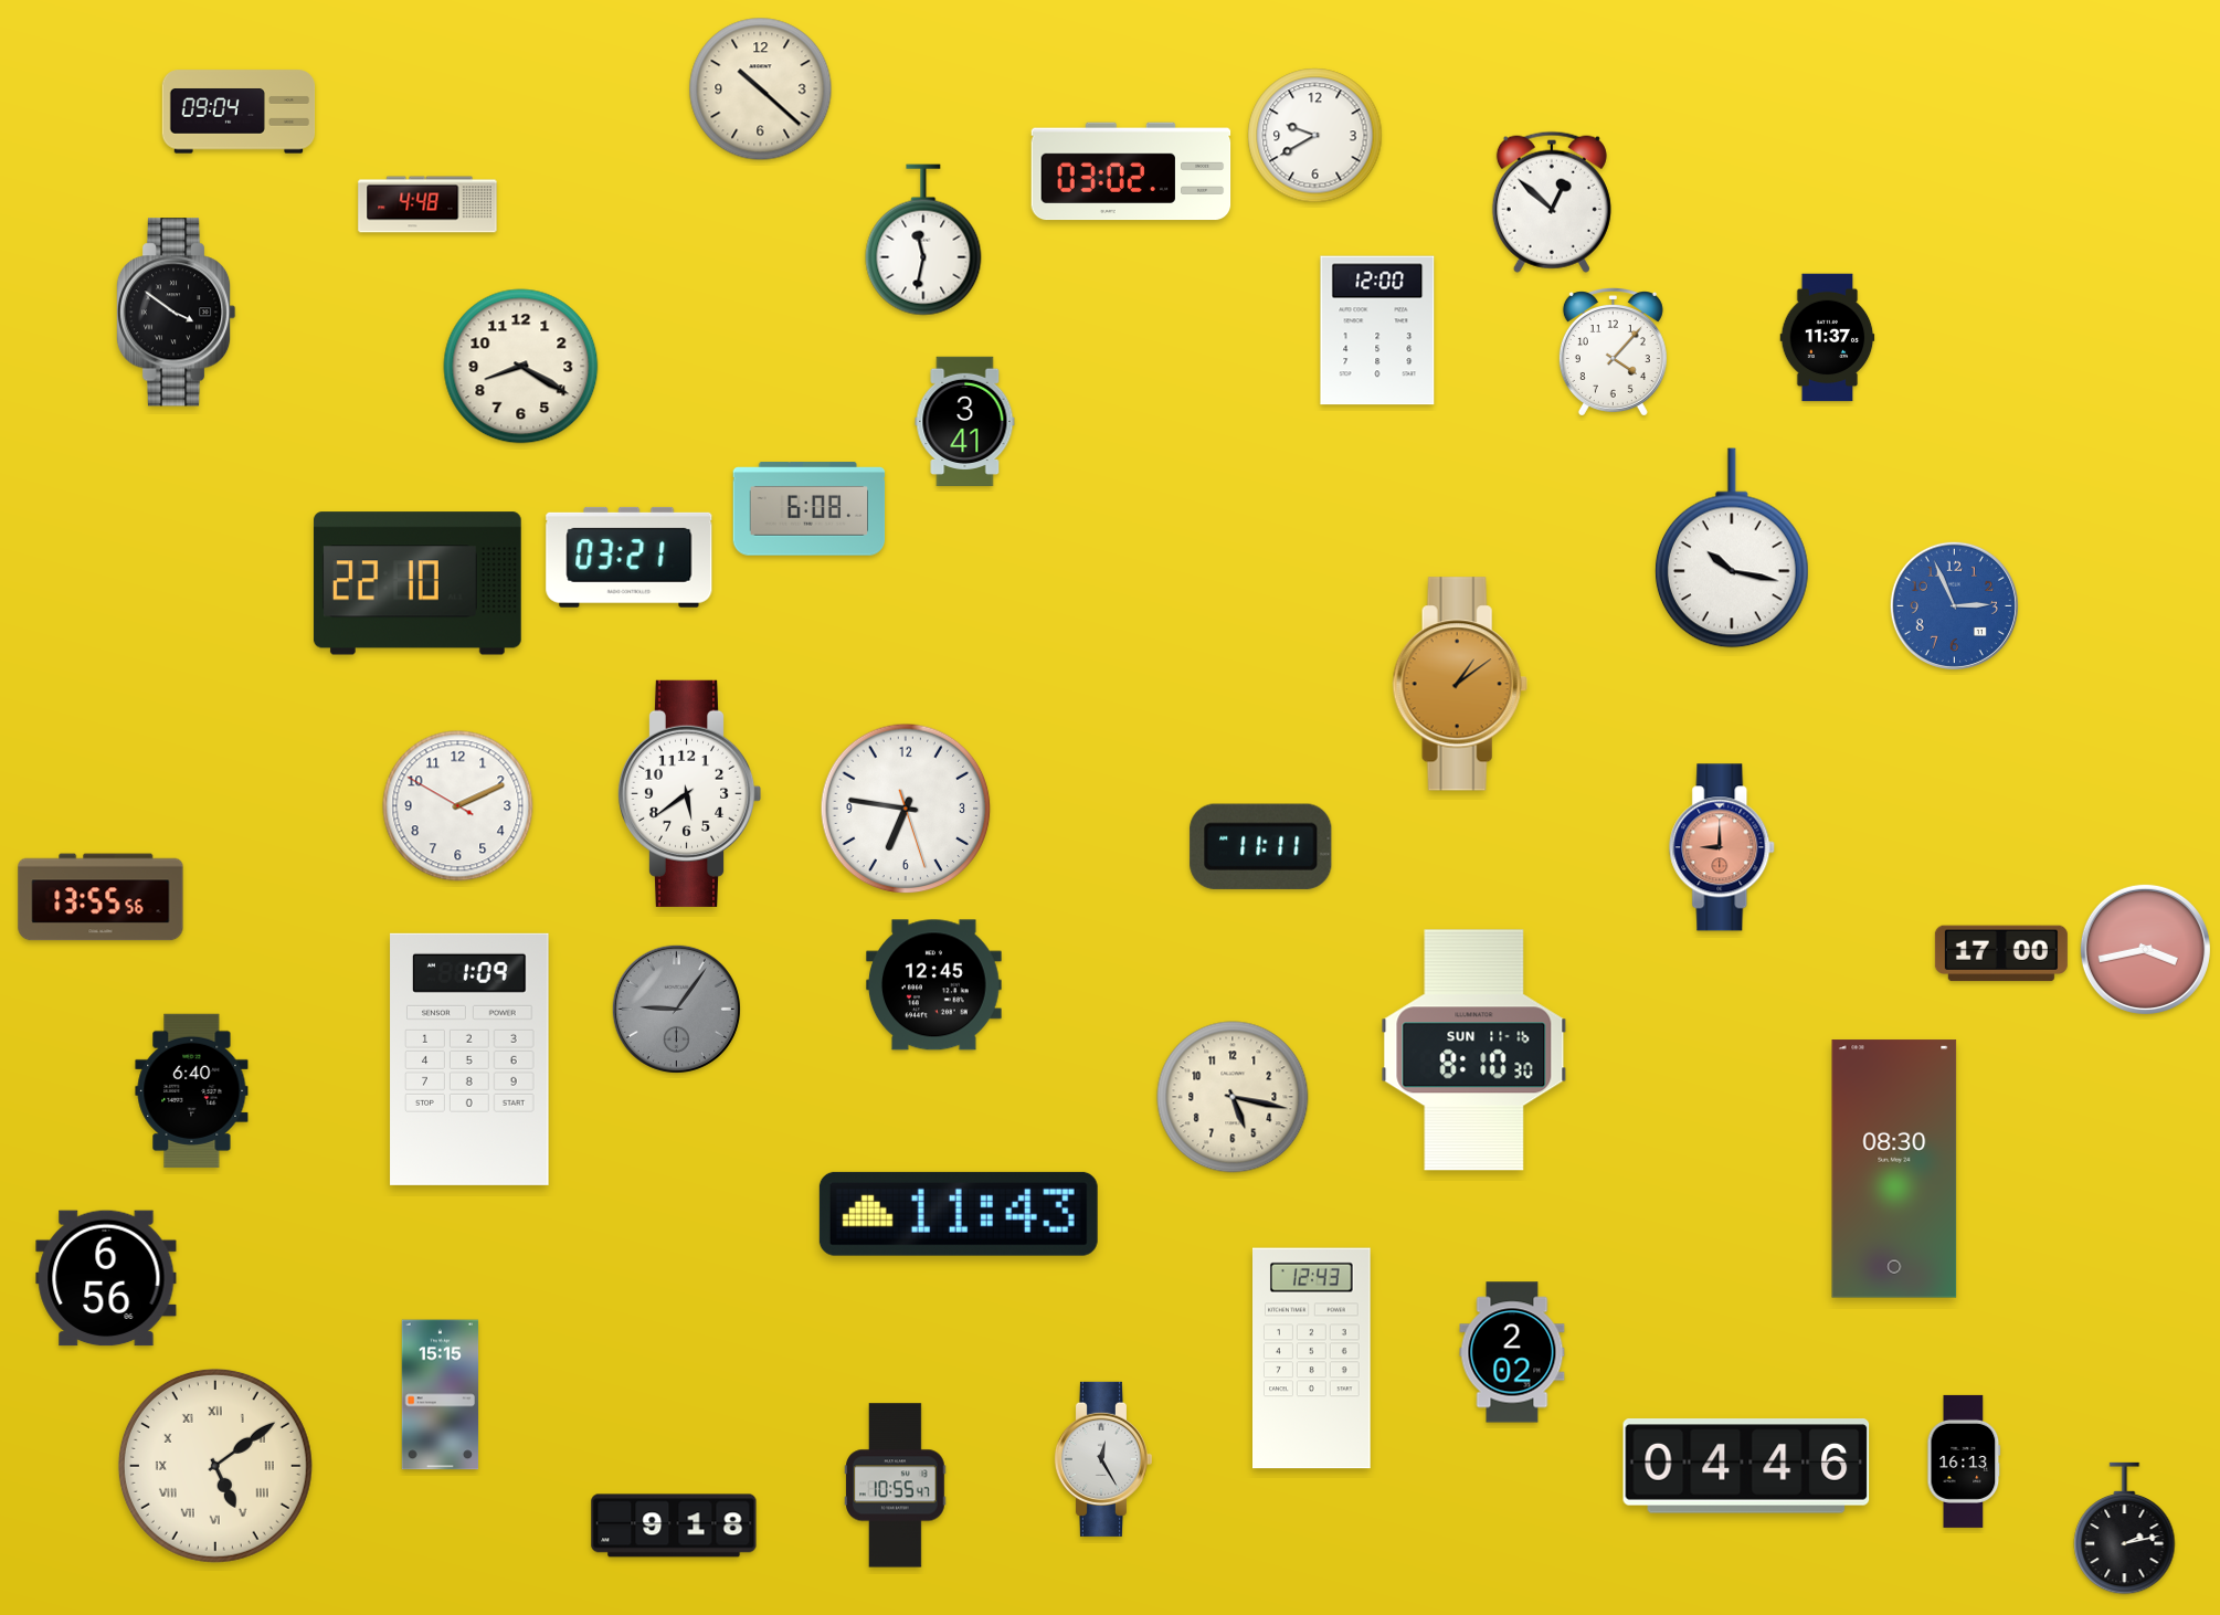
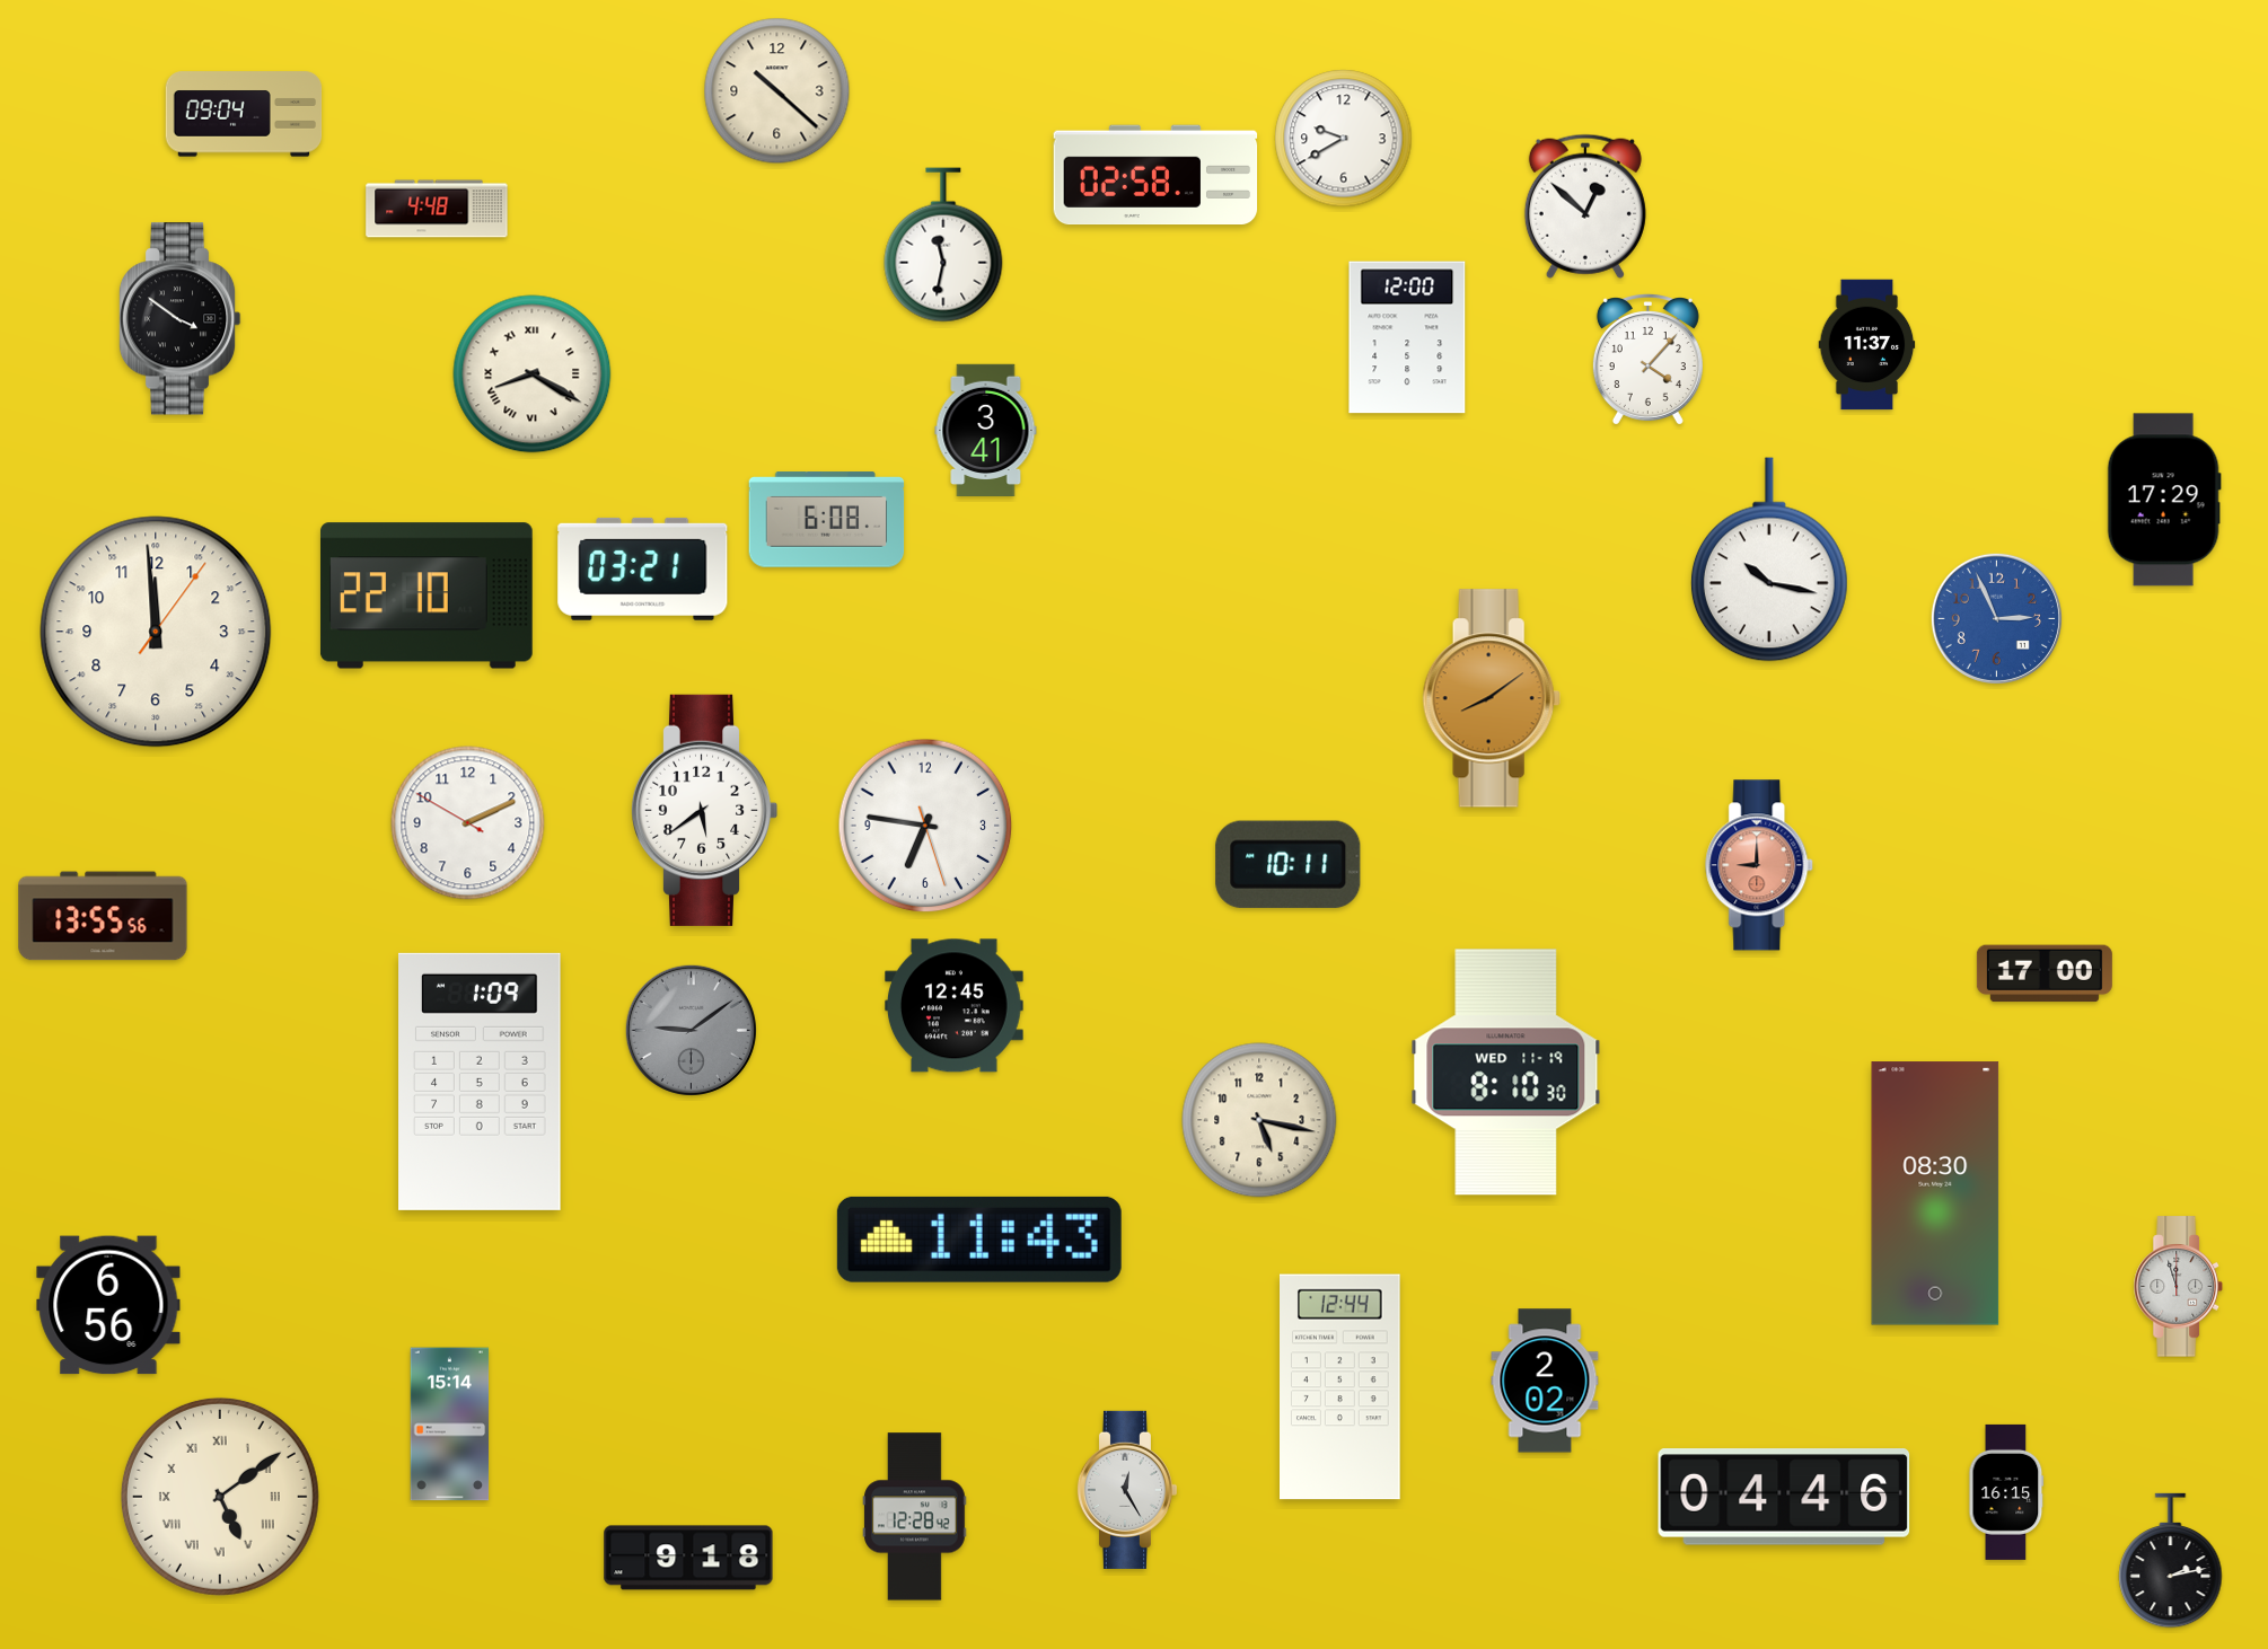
clock at (1131, 171): 03:02 -> 02:58
clock at (521, 367) numerals: Arabic -> Roman
clock at (2164, 500): none -> 17:29
clock at (156, 632): none -> 11:59
clock at (1460, 684): 1:09 -> 8:09
clock at (1261, 846): 11:11 -> 10:11
clock at (2145, 949): 3:43 -> none
clock at (676, 1009): 9:06 -> 9:09
clock at (1474, 1051) date: SUN 11-16 -> WED 11-19
clock at (192, 1090): 6:40 -> none
clock at (2179, 1287): none -> 11:57
clock at (1312, 1359): 12:43 -> 12:44
clock at (441, 1395): 15:15 -> 15:14
clock at (1964, 1461): 16:13 -> 16:15
clock at (896, 1486): 10:55 -> 12:28
